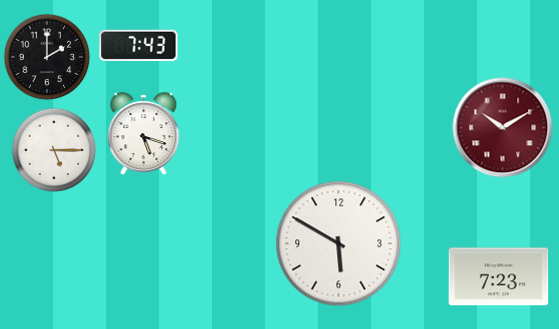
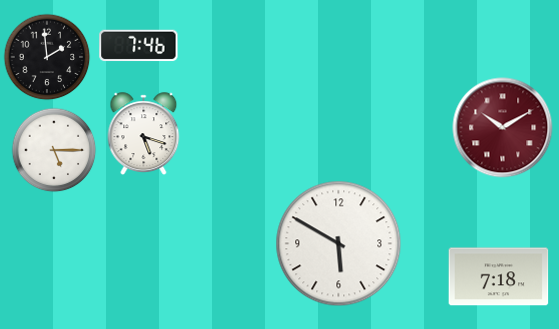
clock at (139, 46): 7:43 -> 7:46
clock at (47, 57): 2:00 -> 1:59
clock at (499, 277): 7:23 -> 7:18
